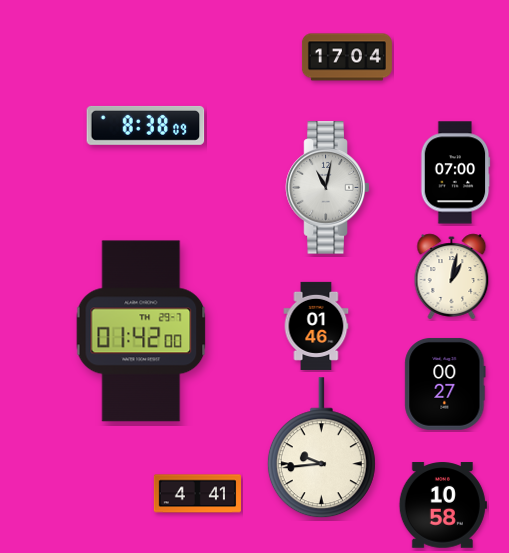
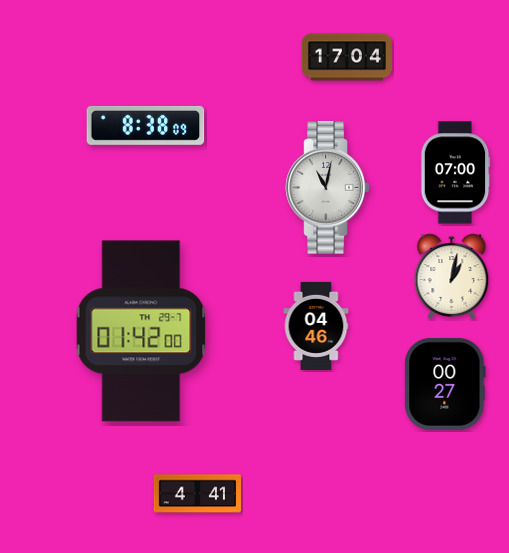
clock at (316, 326): 01:46 -> 04:46
clock at (321, 448): 9:44 -> none
clock at (443, 505): 10:58 -> none
